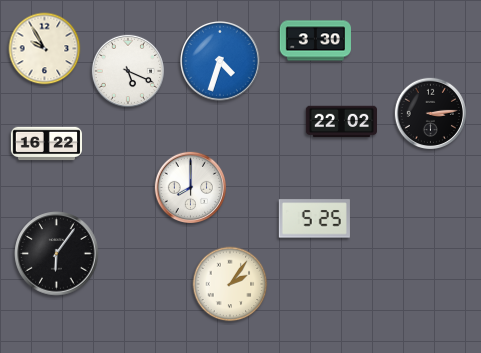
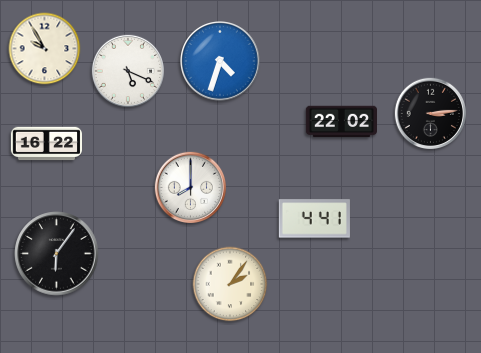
clock at (315, 41): 3:30 -> none
clock at (314, 219): 5:25 -> 4:41
